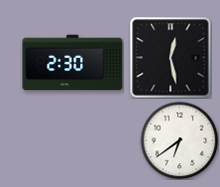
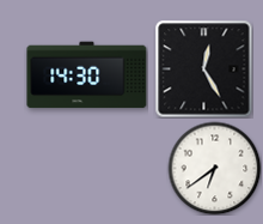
clock at (170, 57): 12:28 -> 12:25
clock at (73, 63): 2:30 -> 14:30
